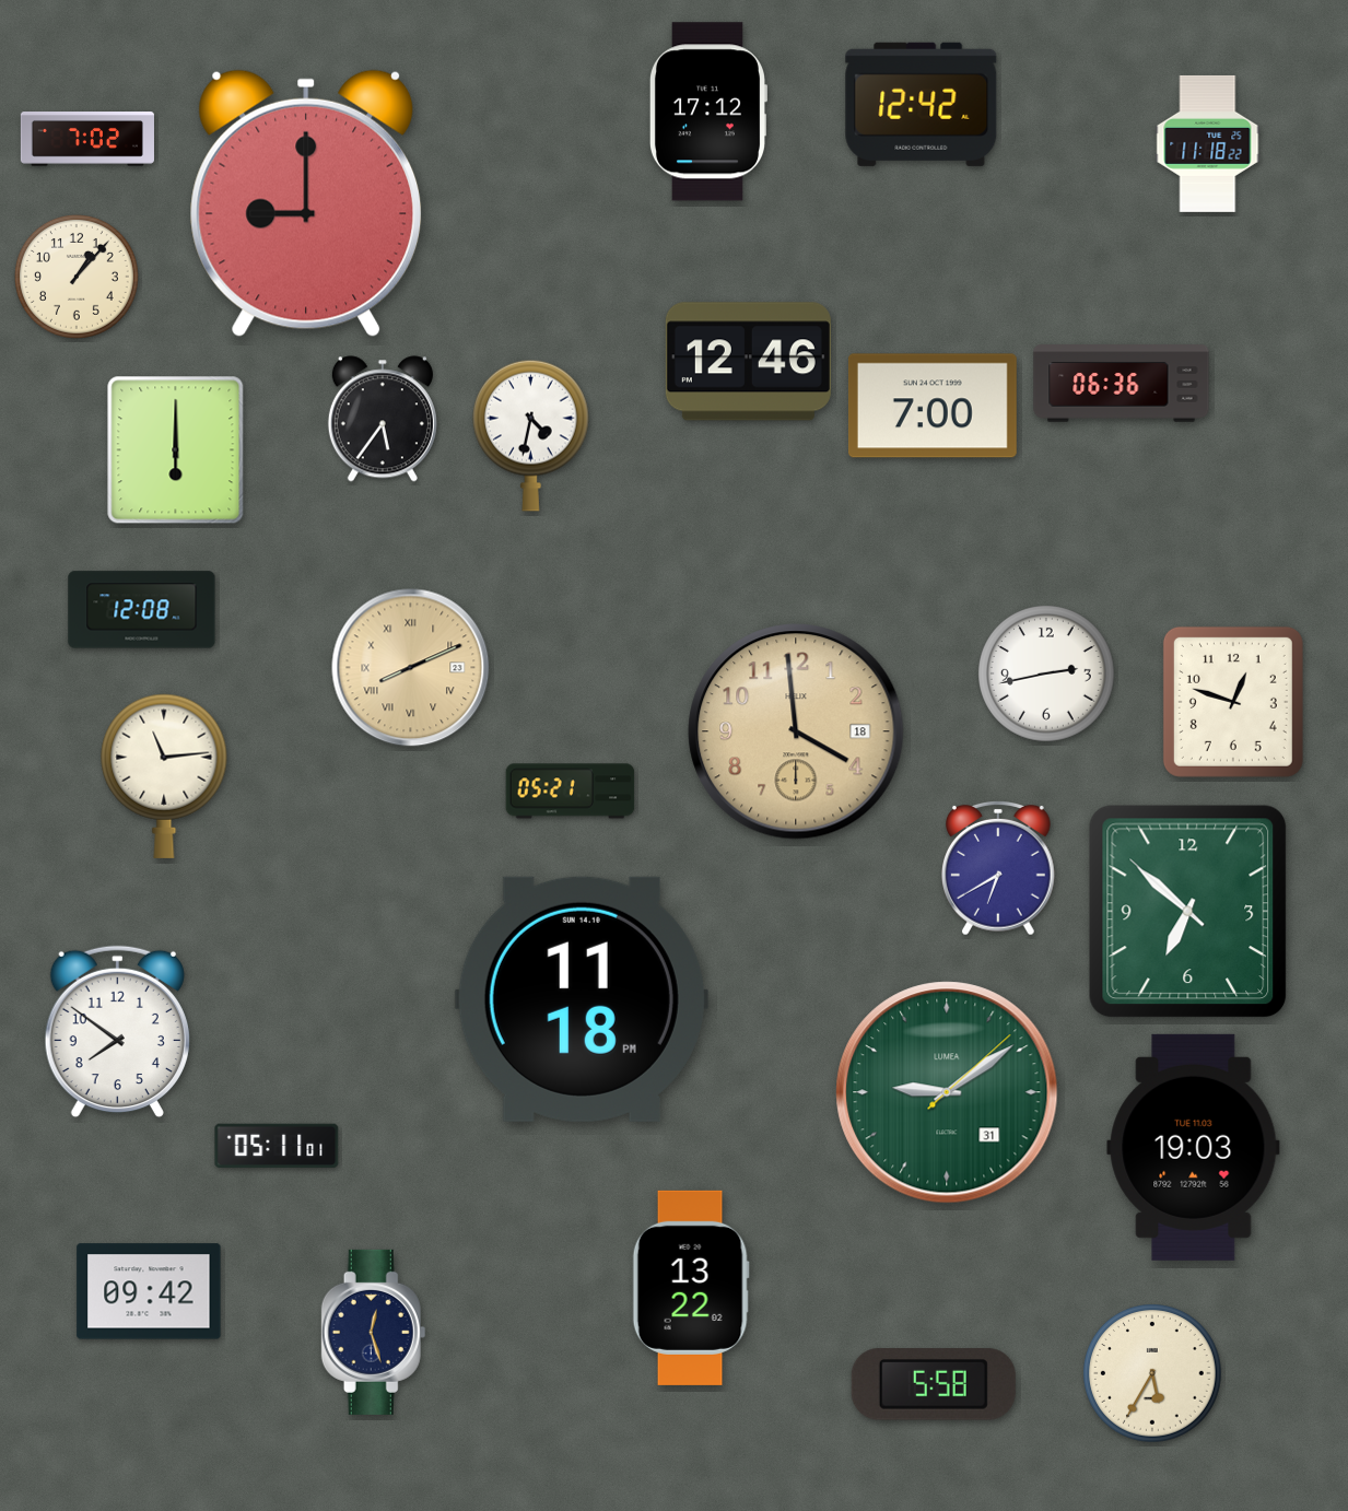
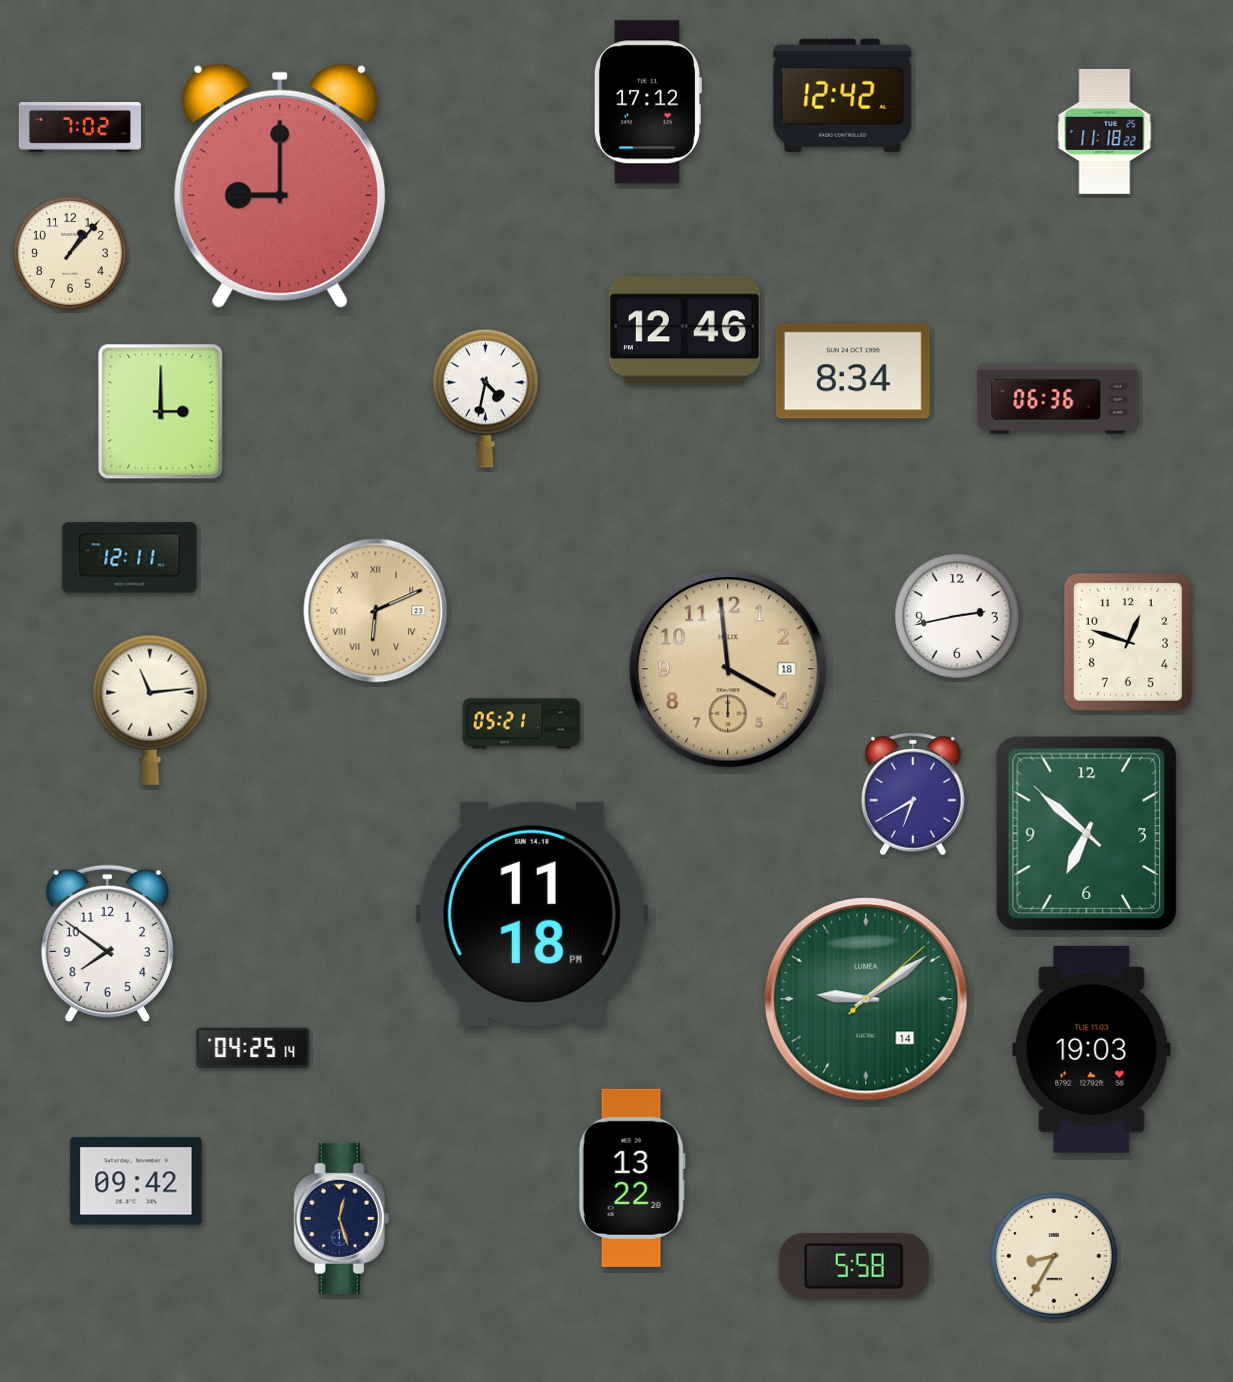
clock at (1122, 384) position: (1122, 384) -> (1058, 399)
clock at (933, 406): 7:00 -> 8:34
clock at (383, 419): 5:36 -> none
clock at (176, 450): 6:00 -> 3:00
clock at (142, 610): 12:08 -> 12:11
clock at (411, 668): 8:11 -> 6:11
clock at (947, 1092) date: 31 -> 14
clock at (277, 1146): 05:11 -> 04:25
clock at (691, 1288): 13:22:02 -> 13:22:20
clock at (1152, 1373): 5:35 -> 8:35
